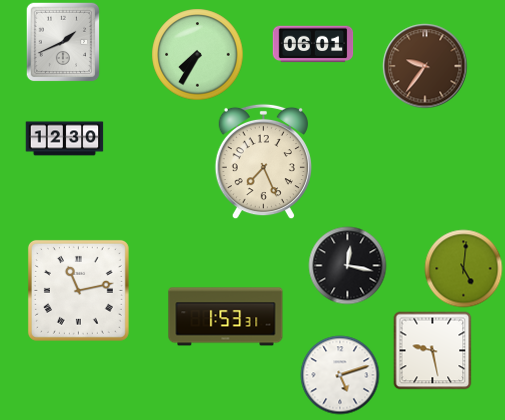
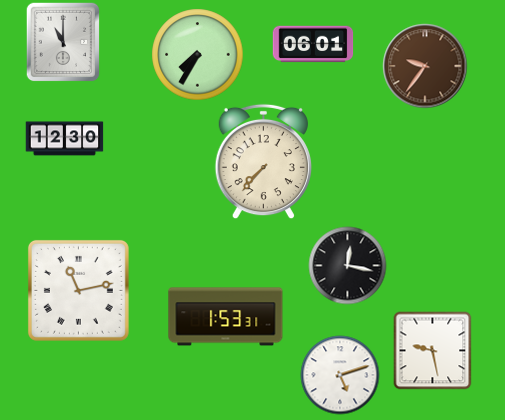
clock at (63, 42): 1:41 -> 11:00
clock at (263, 161): 7:26 -> 7:37
clock at (463, 268): 5:01 -> none
